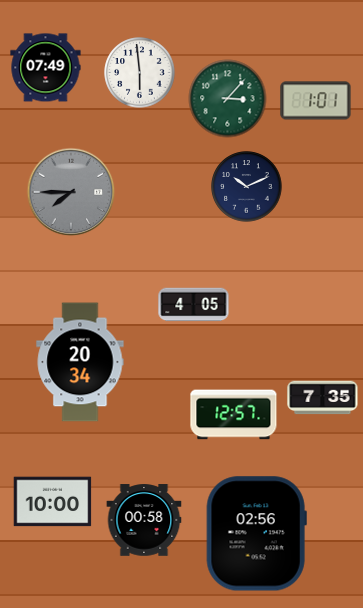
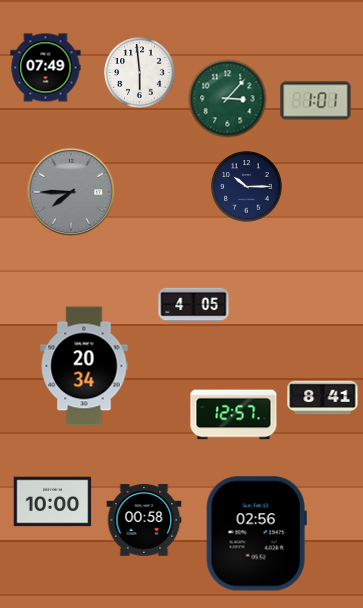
clock at (247, 187): 10:11 -> 10:15
clock at (80, 362) position: (80, 362) -> (84, 366)
clock at (323, 398): 7:35 -> 8:41
